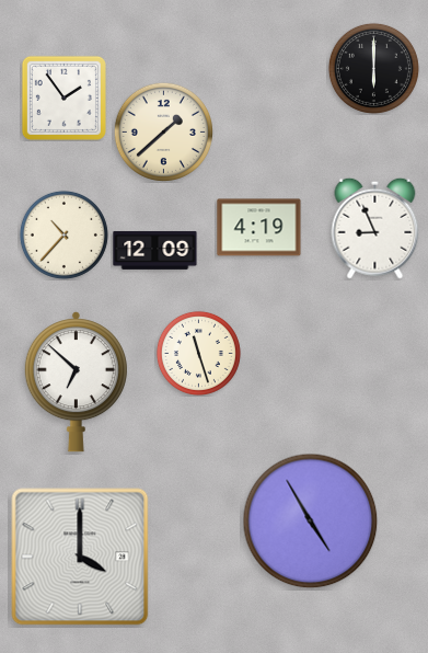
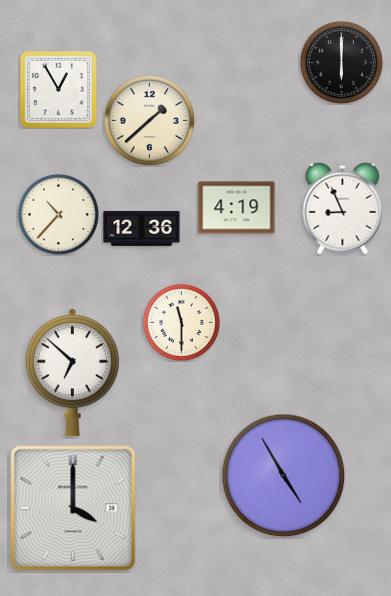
clock at (63, 98): 1:54 -> 12:55
clock at (155, 250): 12:09 -> 12:36
clock at (198, 353): 11:27 -> 11:30
clock at (76, 382) position: (76, 382) -> (72, 373)
